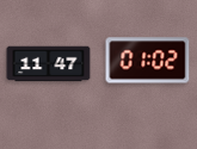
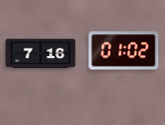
clock at (49, 64): 11:47 -> 7:16
